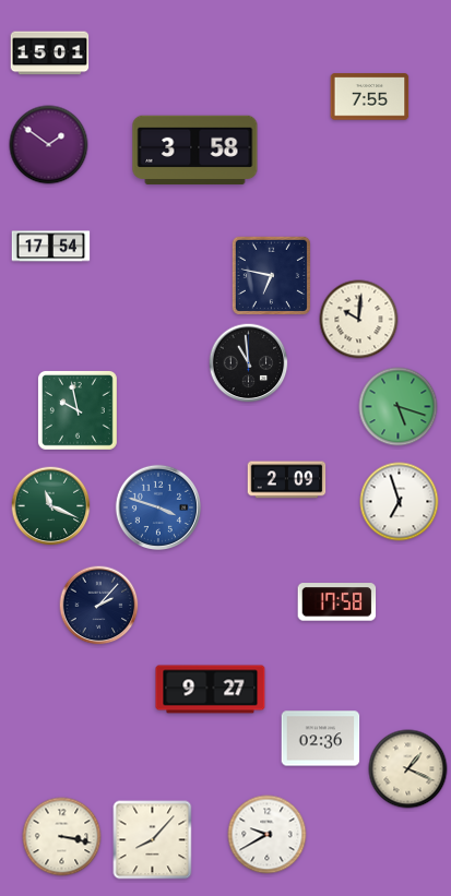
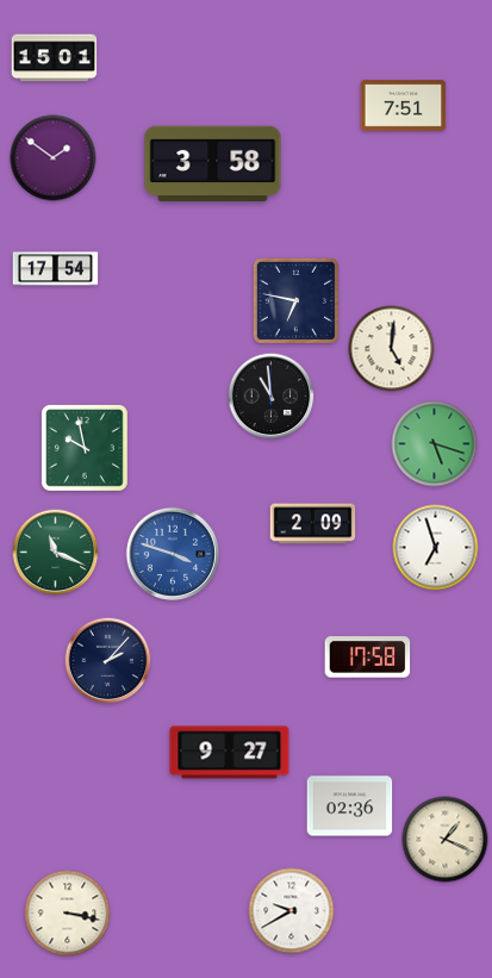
clock at (370, 97): 7:55 -> 7:51
clock at (359, 320): 10:01 -> 5:01
clock at (153, 840): 8:07 -> none
